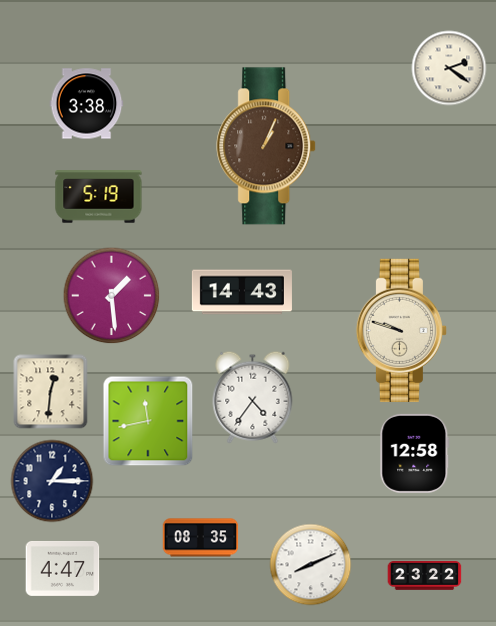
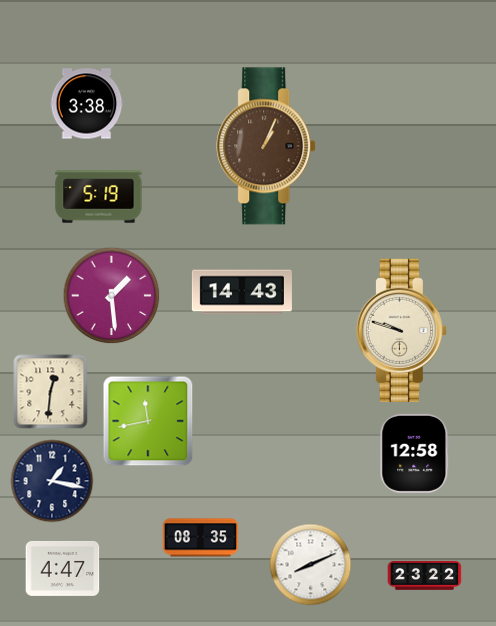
clock at (449, 68): 2:21 -> none
clock at (253, 397): 4:36 -> none
clock at (52, 481): 1:15 -> 1:17
